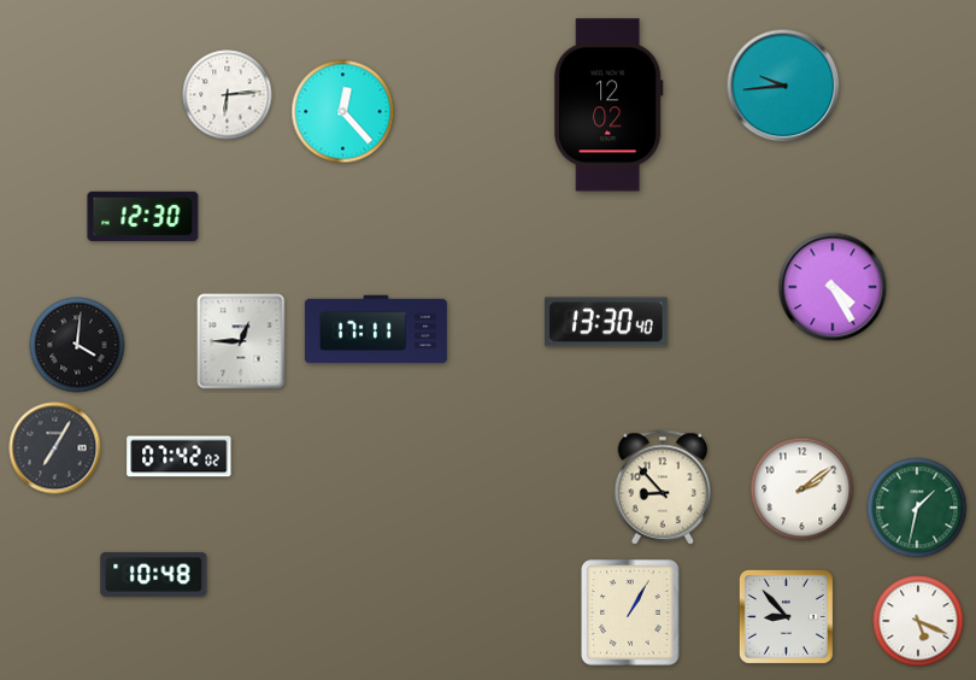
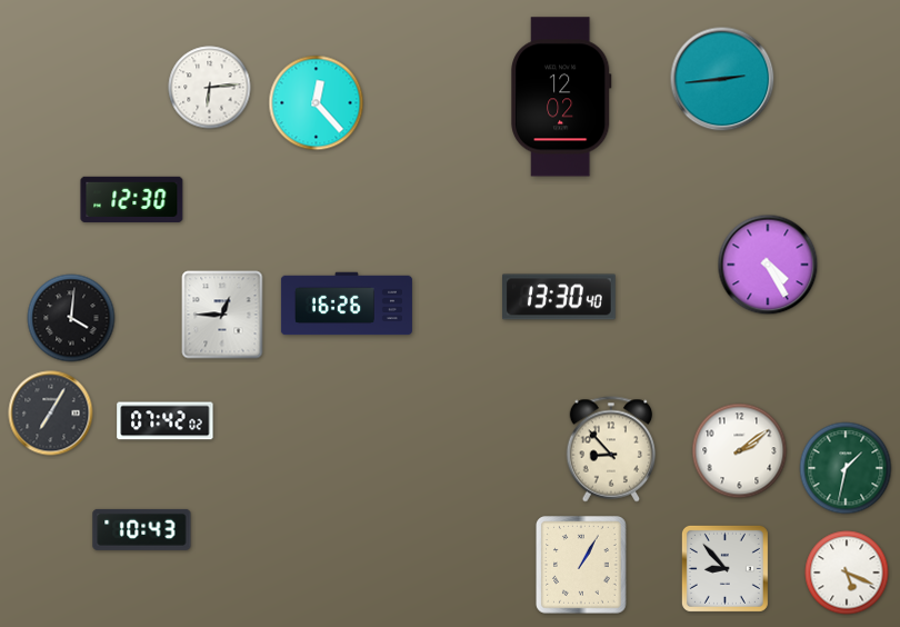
clock at (783, 86): 9:44 -> 2:44
clock at (376, 329): 17:11 -> 16:26
clock at (154, 574): 10:48 -> 10:43
